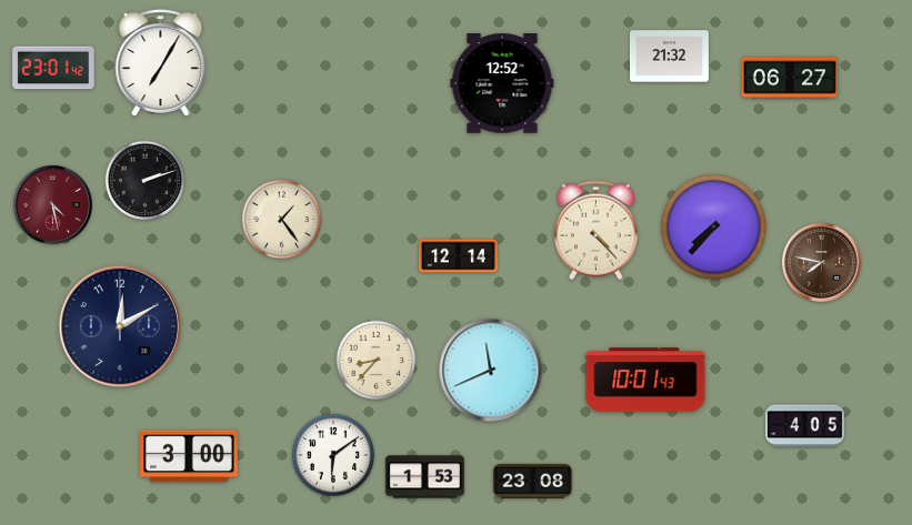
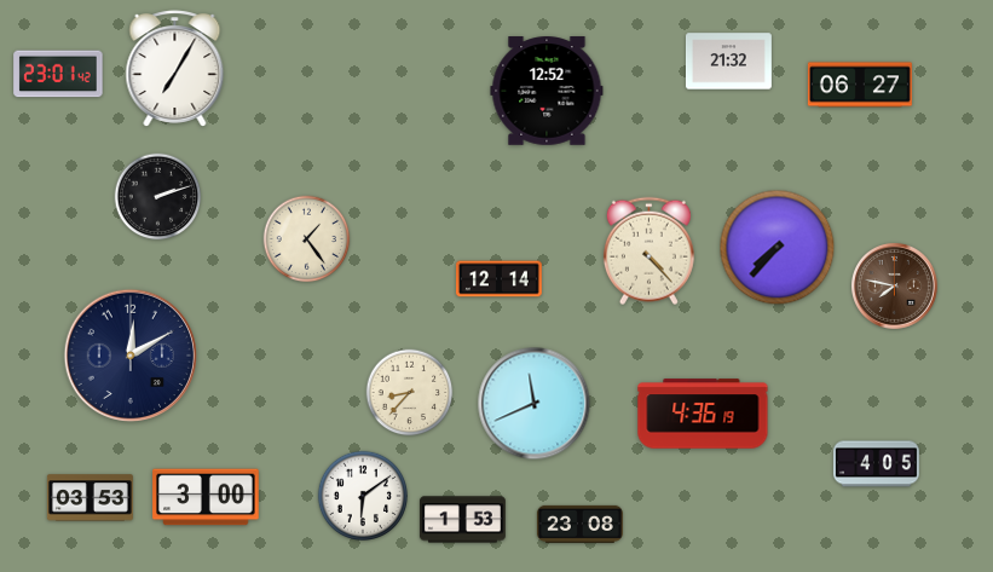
clock at (52, 204): 4:28 -> none
clock at (645, 380): 10:01 -> 4:36
clock at (90, 498): none -> 03:53
